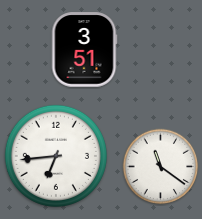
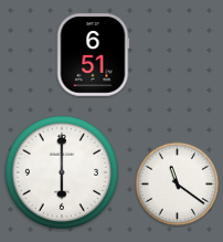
clock at (84, 50): 3:51 -> 6:51
clock at (56, 156): 6:44 -> 6:00
